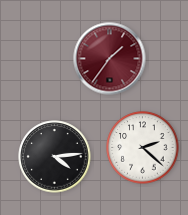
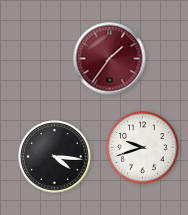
clock at (143, 148): 2:22 -> 9:42
clock at (55, 157): 4:14 -> 4:16
